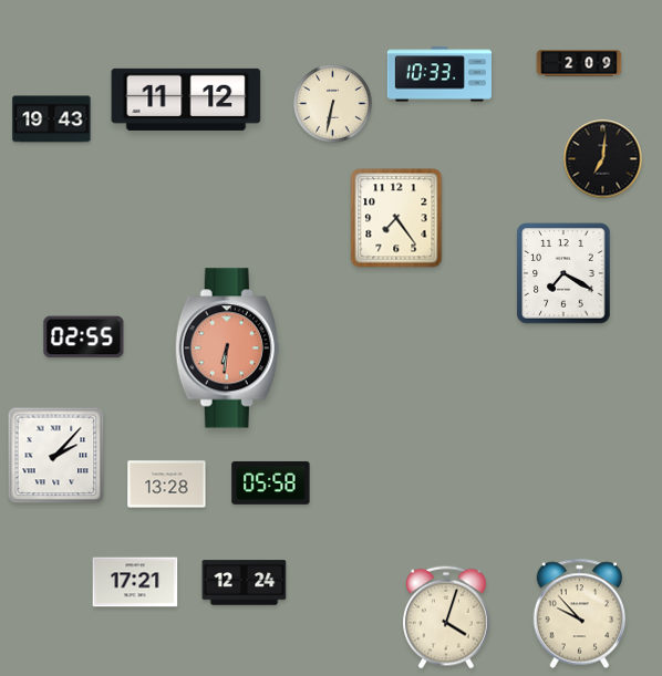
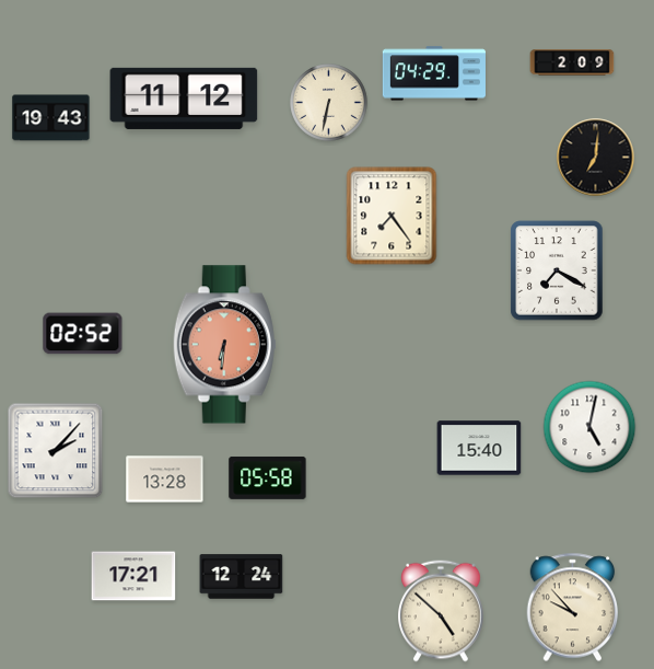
clock at (439, 74): 10:33 -> 04:29
clock at (84, 337): 02:55 -> 02:52
clock at (589, 427): none -> 5:02
clock at (479, 448): none -> 15:40
clock at (447, 617): 4:03 -> 4:52
